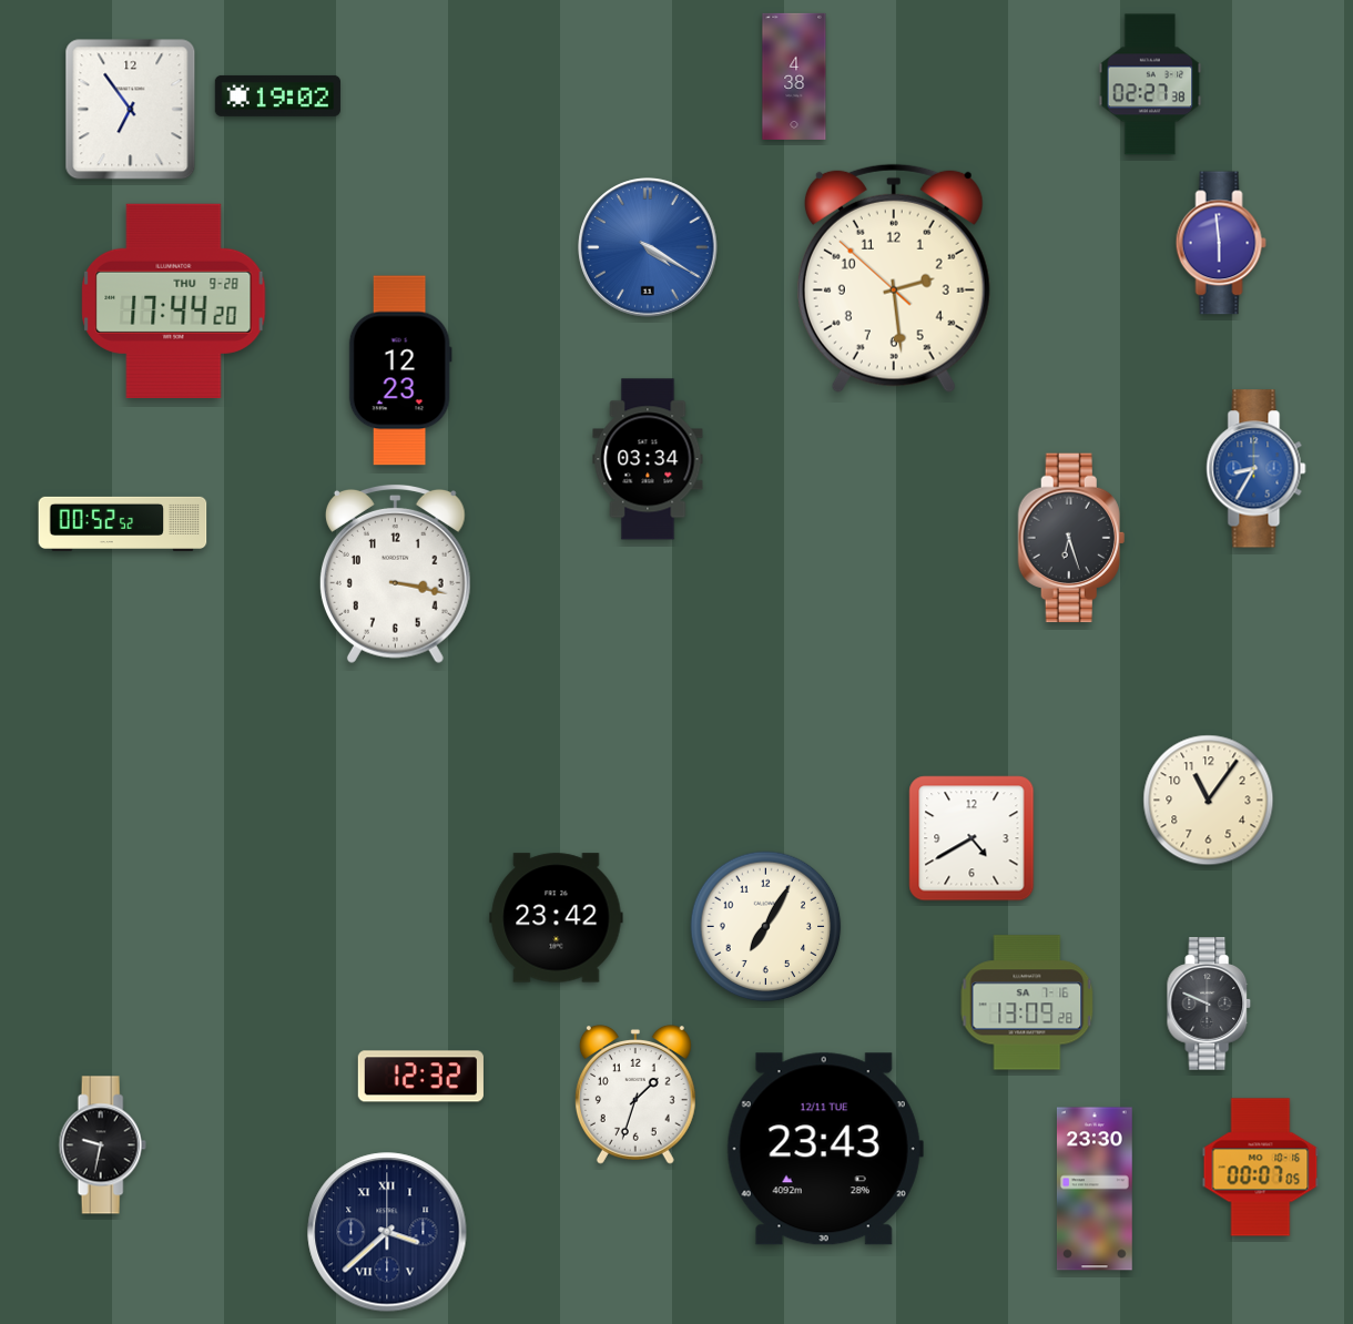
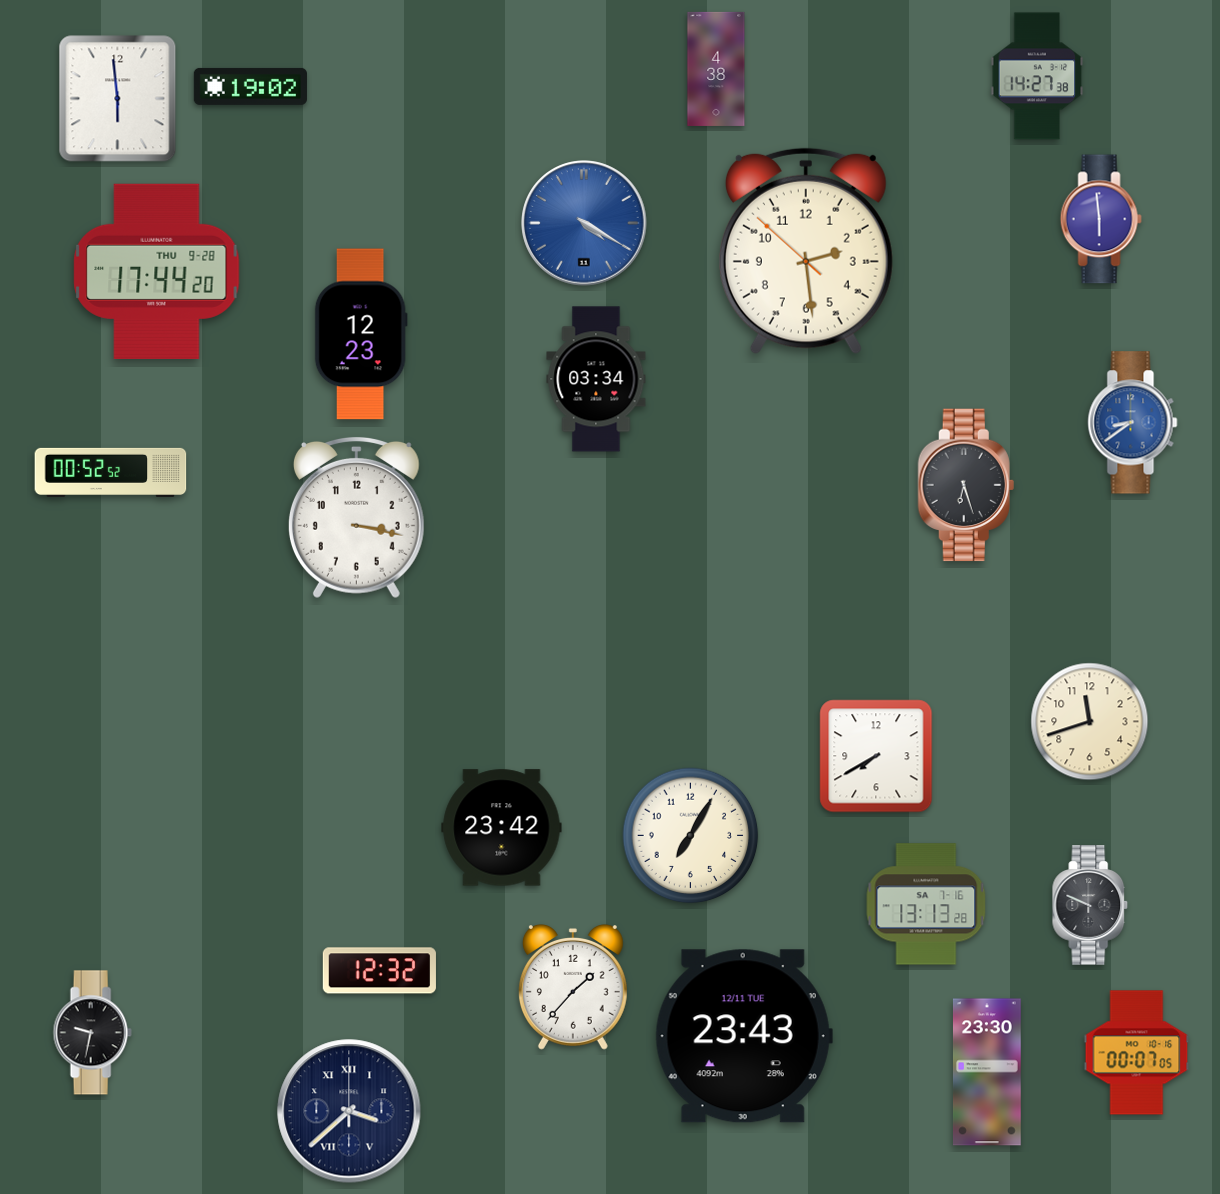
clock at (1150, 84): 02:27 -> 14:27
clock at (131, 110): 6:54 -> 5:59
clock at (648, 459) position: (648, 459) -> (596, 379)
clock at (1257, 469): 8:35 -> 8:39
clock at (1209, 801): 11:06 -> 11:42
clock at (971, 838): 4:40 -> 7:40
clock at (1027, 1002): 13:09 -> 13:13
clock at (635, 1096): 1:33 -> 1:37
